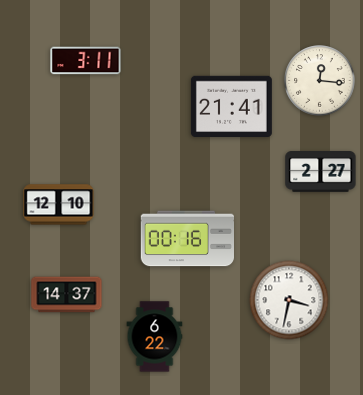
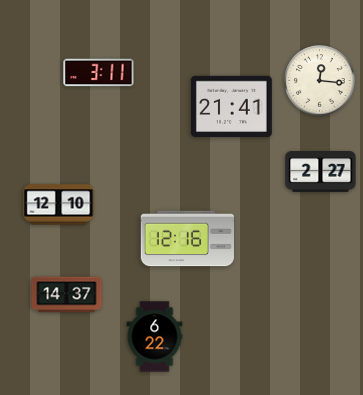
clock at (86, 61) position: (86, 61) -> (99, 73)
clock at (187, 239): 00:16 -> 12:16
clock at (289, 300): 3:32 -> none
